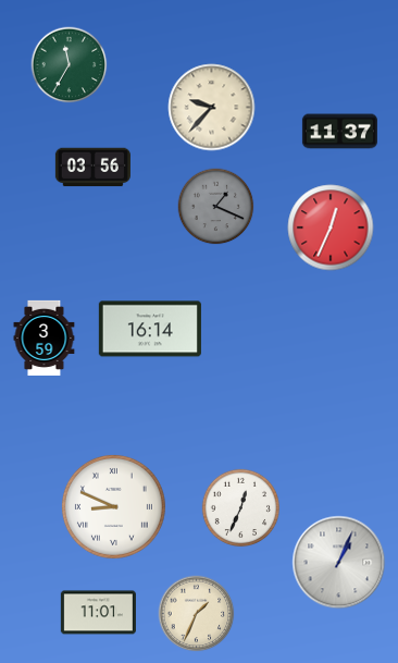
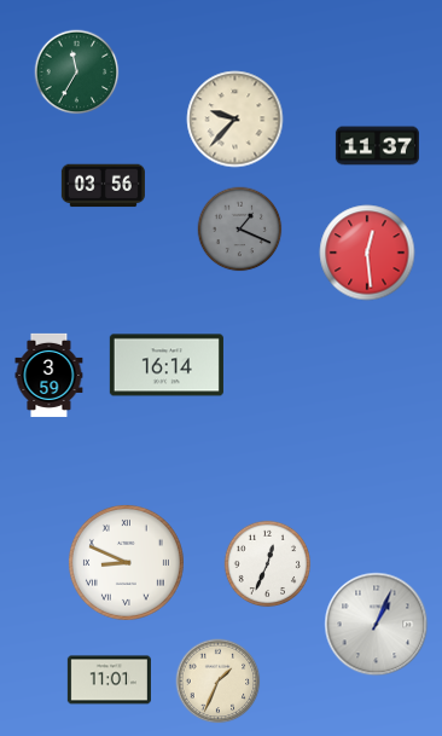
clock at (331, 228): 12:34 -> 12:29
